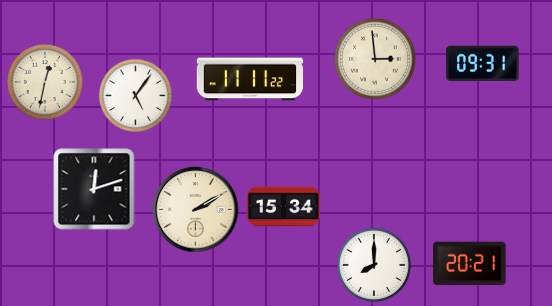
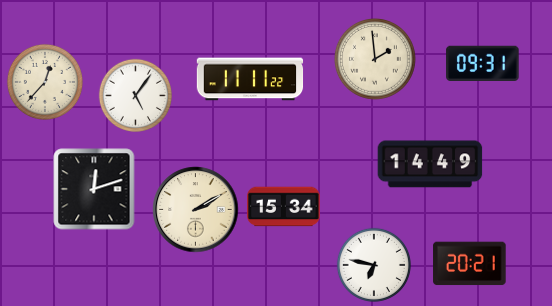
clock at (376, 60): 2:59 -> 1:59
clock at (45, 82): 12:32 -> 12:37
clock at (430, 164): none -> 14:49
clock at (374, 265): 8:00 -> 6:47
